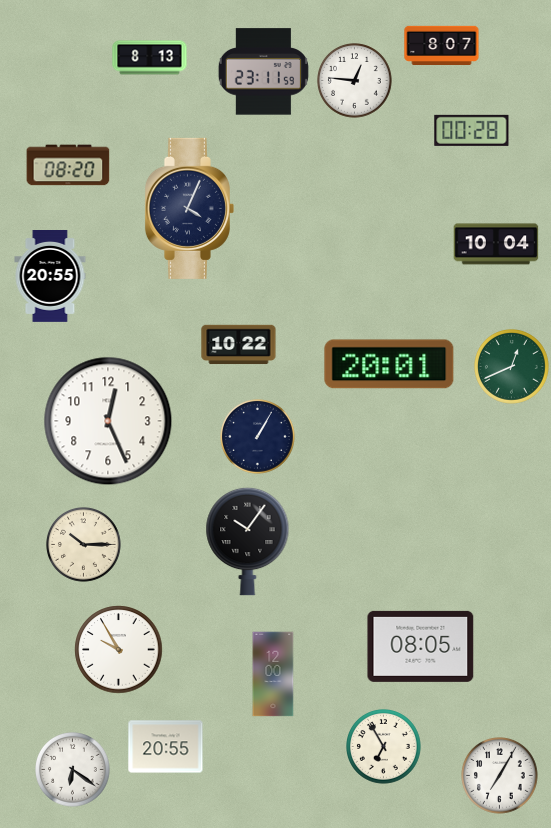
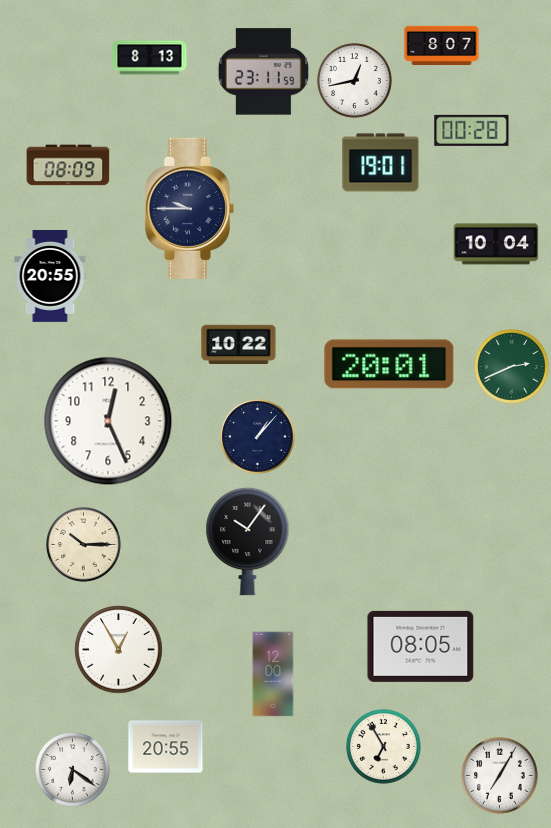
clock at (355, 81): 12:46 -> 12:43
clock at (381, 163): none -> 19:01
clock at (68, 165): 08:20 -> 08:09
clock at (189, 208): 4:04 -> 9:45
clock at (512, 367): 12:41 -> 2:41
clock at (258, 437): 1:05 -> 1:07
clock at (119, 650): 9:55 -> 12:55
